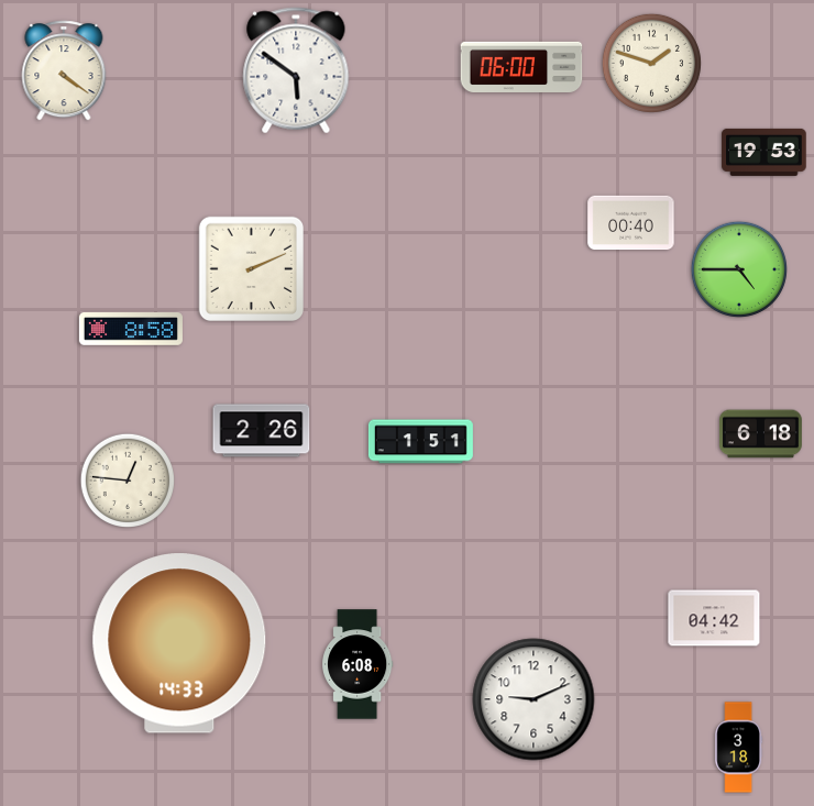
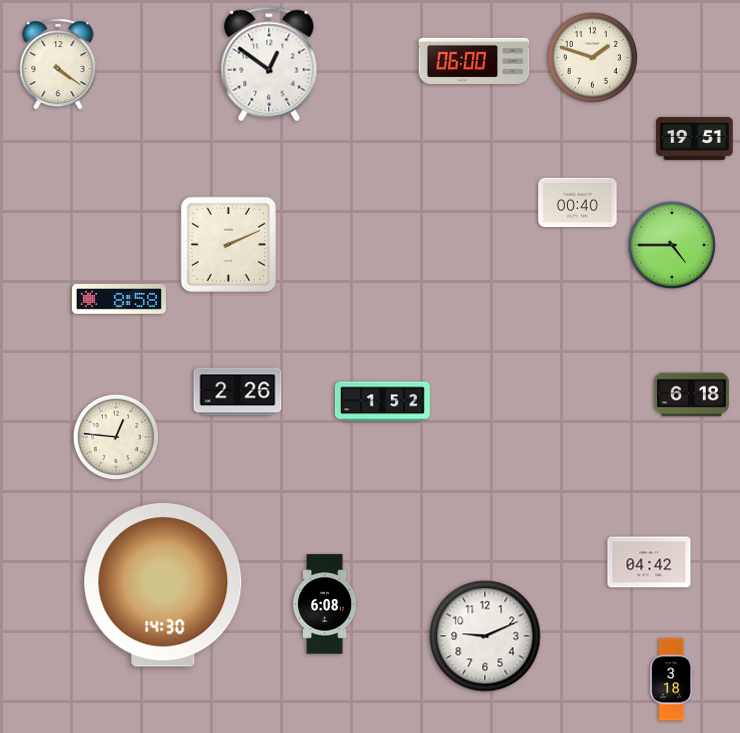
clock at (296, 70): 5:51 -> 12:51
clock at (765, 152): 19:53 -> 19:51
clock at (631, 223) position: (631, 223) -> (578, 203)
clock at (420, 442): 1:51 -> 1:52
clock at (179, 643): 14:33 -> 14:30
